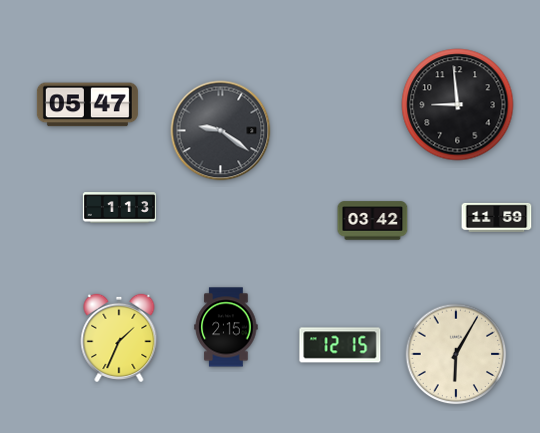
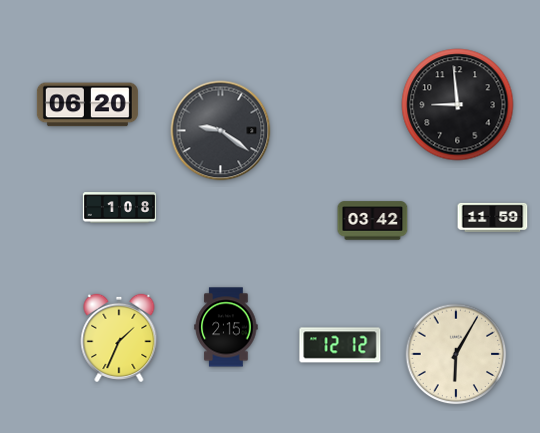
clock at (87, 105): 05:47 -> 06:20
clock at (119, 208): 1:13 -> 1:08
clock at (497, 217) position: (497, 217) -> (493, 217)
clock at (340, 345): 12:15 -> 12:12
